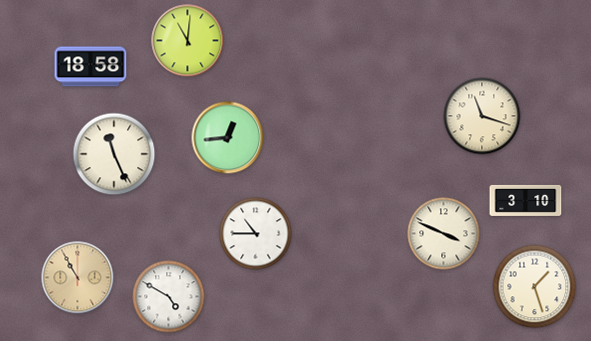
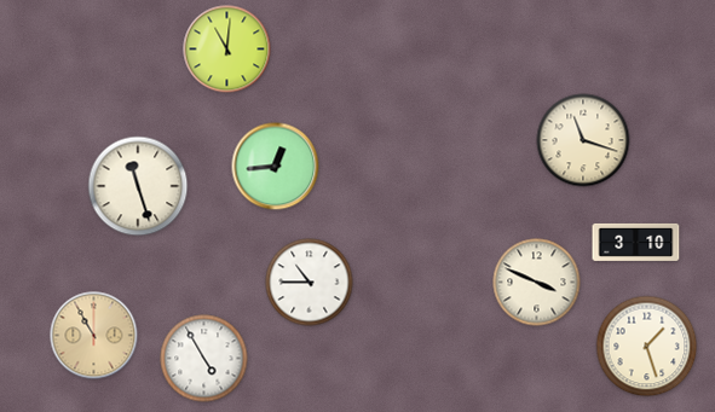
clock at (91, 67): 18:58 -> none
clock at (114, 154): 11:26 -> 11:27
clock at (169, 297): 4:50 -> 4:55
